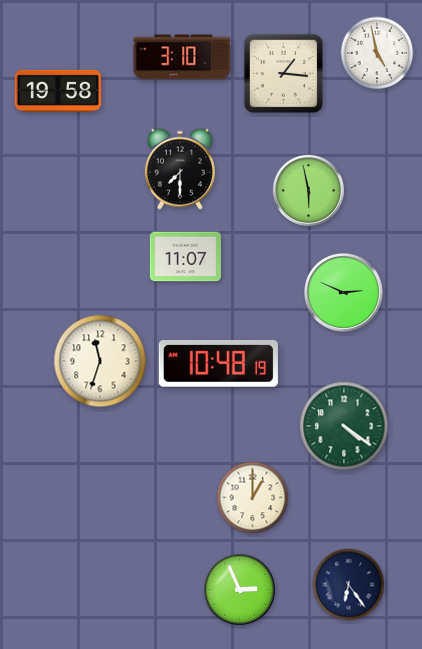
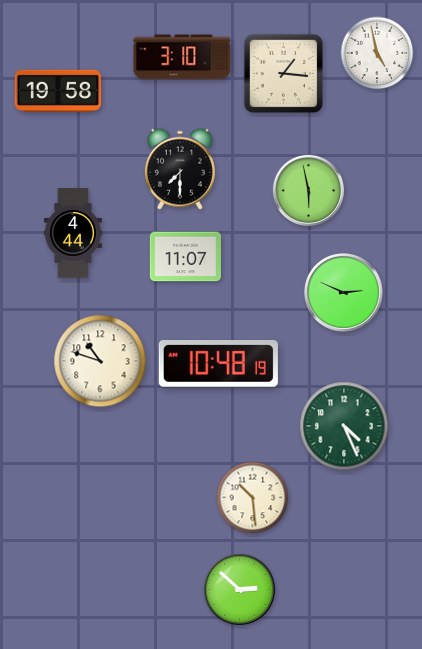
clock at (73, 233): none -> 4:44
clock at (100, 361): 11:33 -> 10:48
clock at (344, 426): 4:21 -> 4:26
clock at (253, 498): 1:00 -> 10:29
clock at (349, 585): 6:24 -> none
clock at (239, 589): 2:56 -> 2:52
